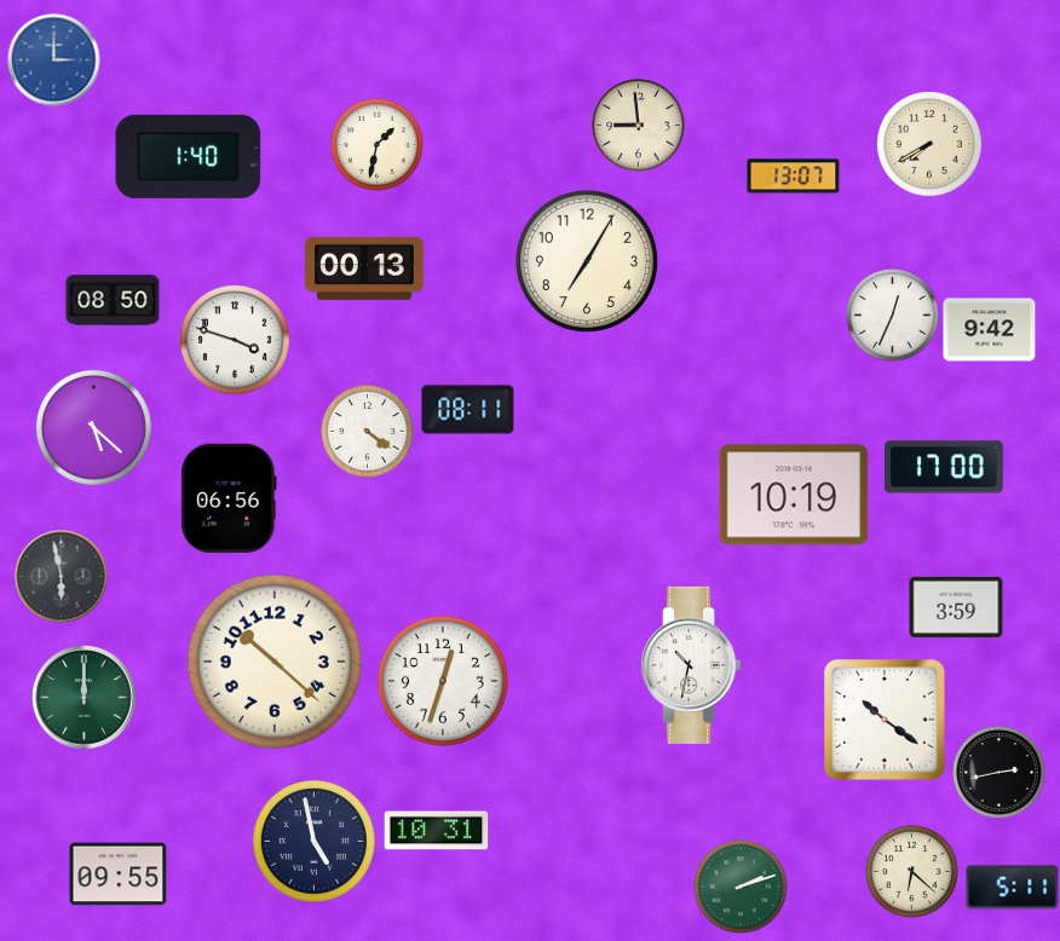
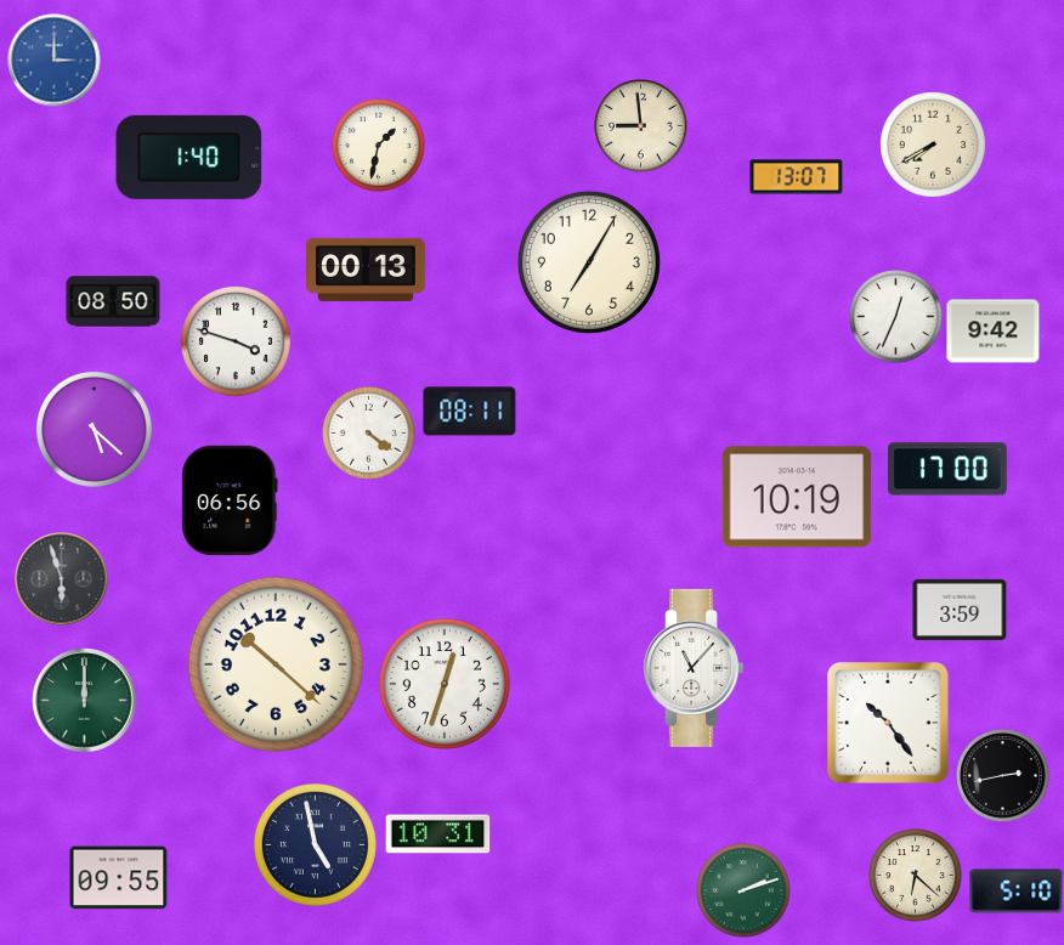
clock at (62, 577): 5:58 -> 5:57
clock at (691, 665): 10:32 -> 11:07
clock at (885, 720): 10:21 -> 10:24
clock at (1013, 888): 5:11 -> 5:10
